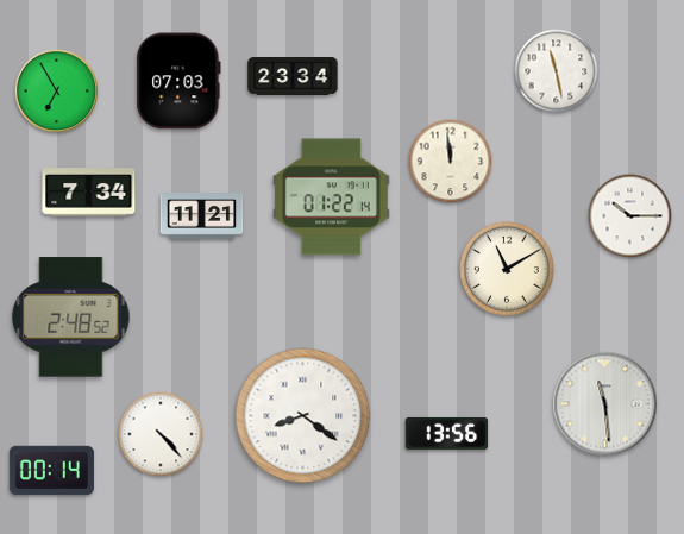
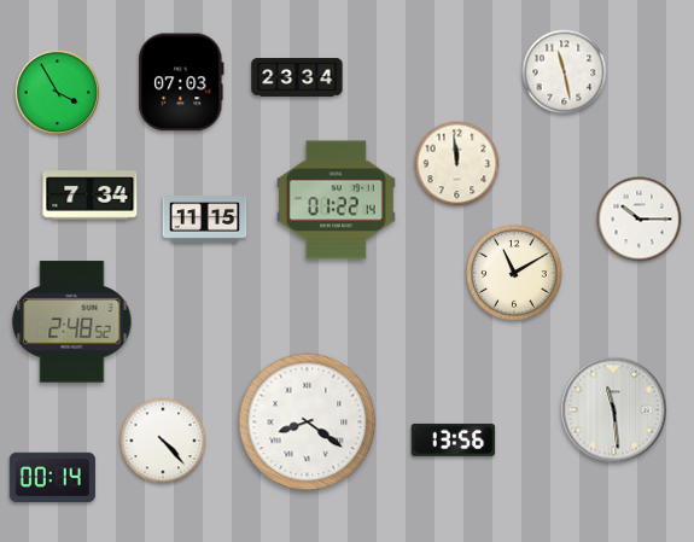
clock at (57, 92): 6:55 -> 3:55
clock at (202, 216): 11:21 -> 11:15
